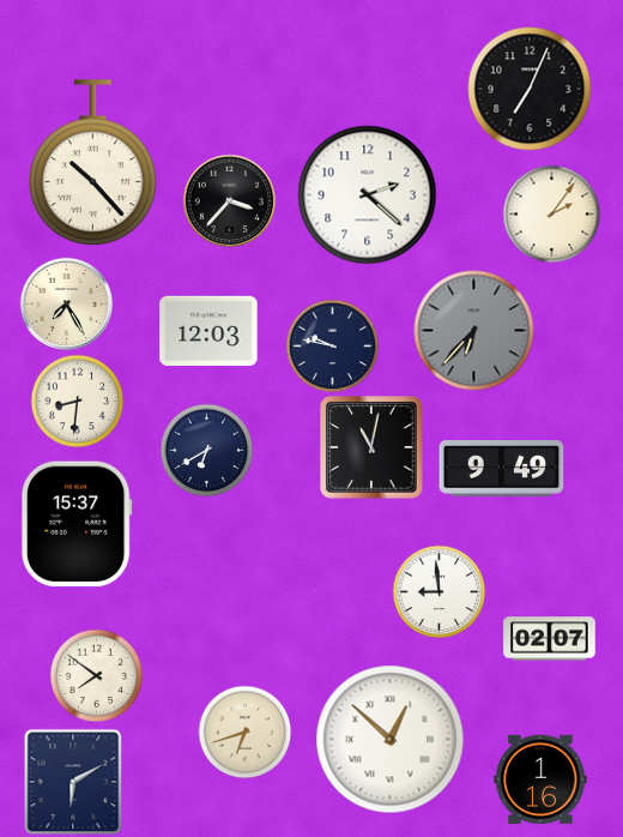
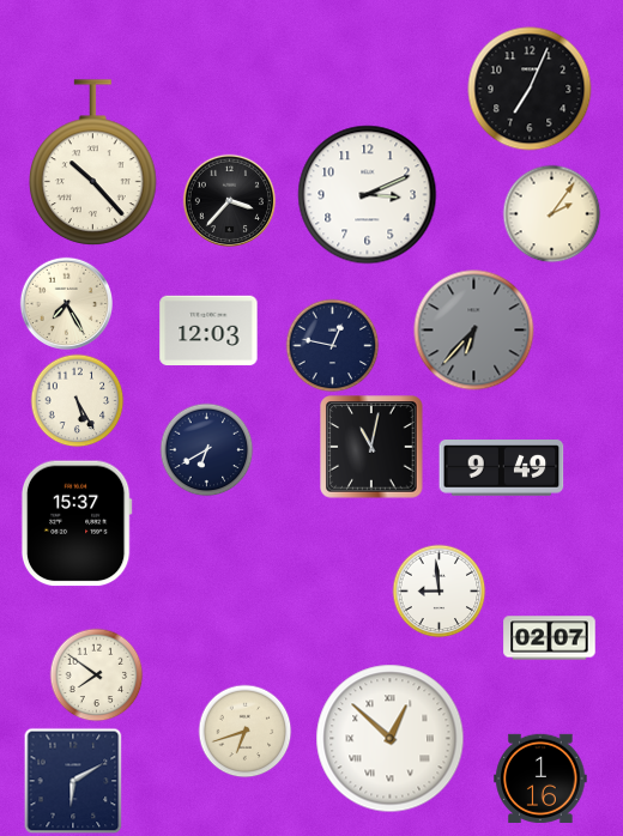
clock at (368, 195): 2:22 -> 3:11
clock at (332, 345): 9:47 -> 12:47
clock at (77, 401): 8:31 -> 5:25
